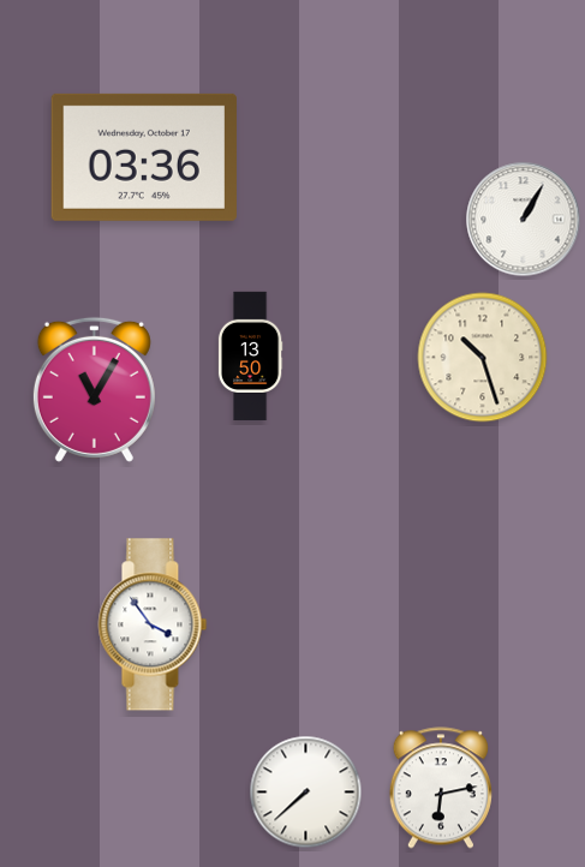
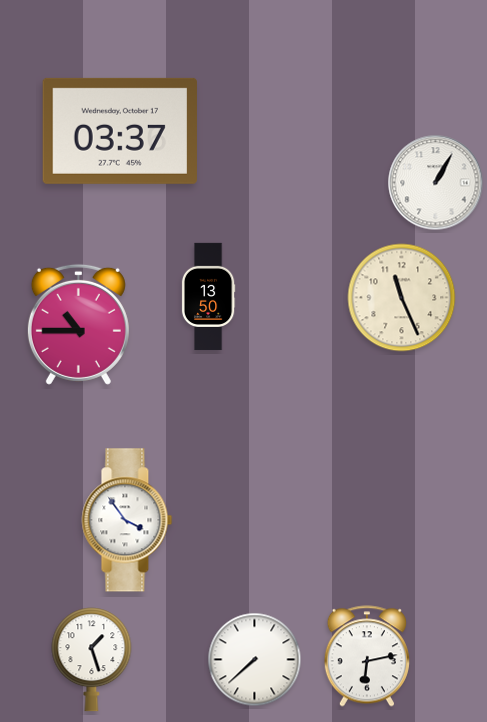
clock at (144, 157): 03:36 -> 03:37
clock at (483, 358): 10:27 -> 11:26
clock at (94, 389): 11:05 -> 10:45
clock at (92, 660): none -> 1:27
